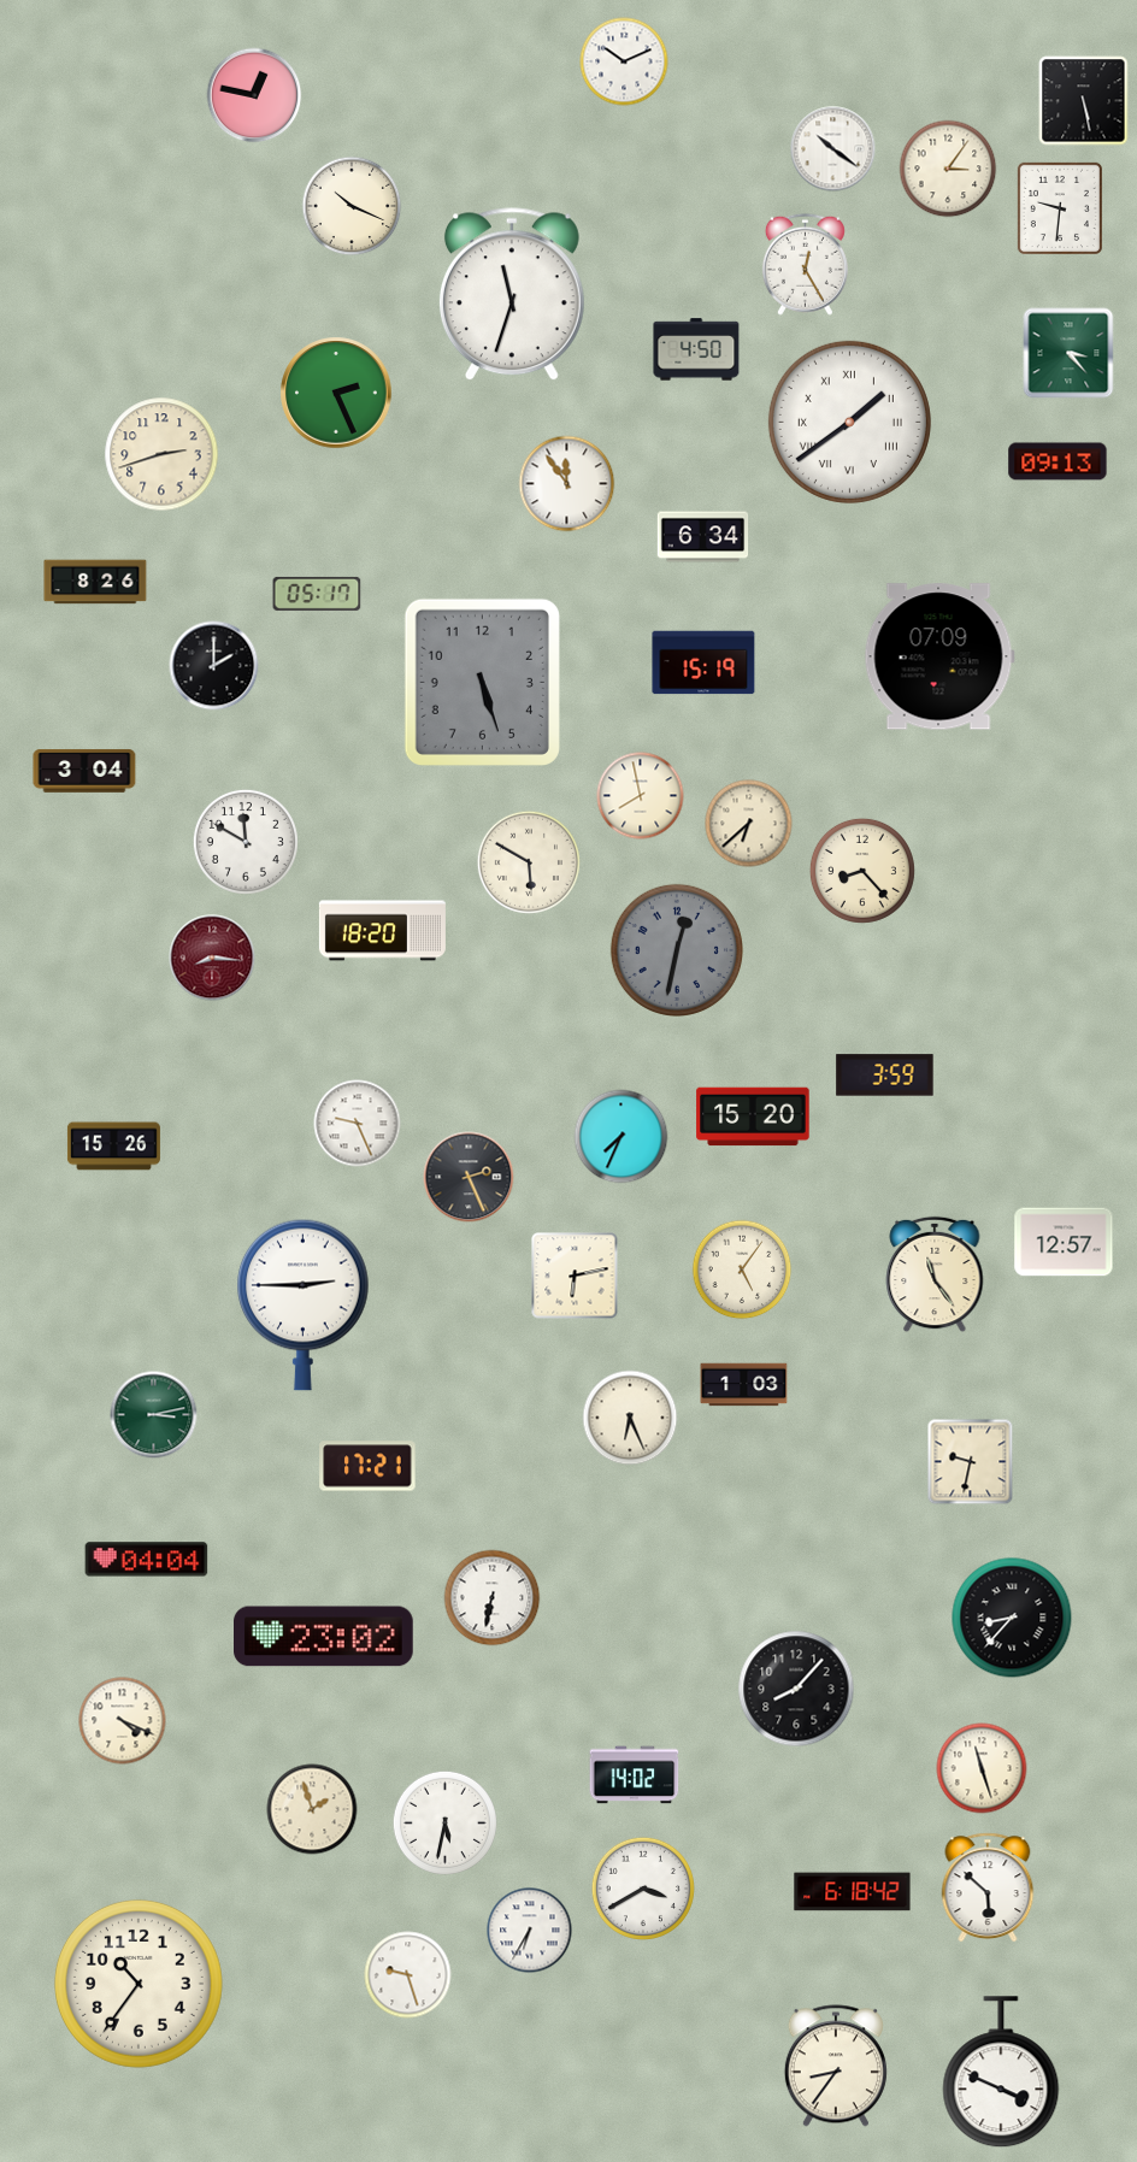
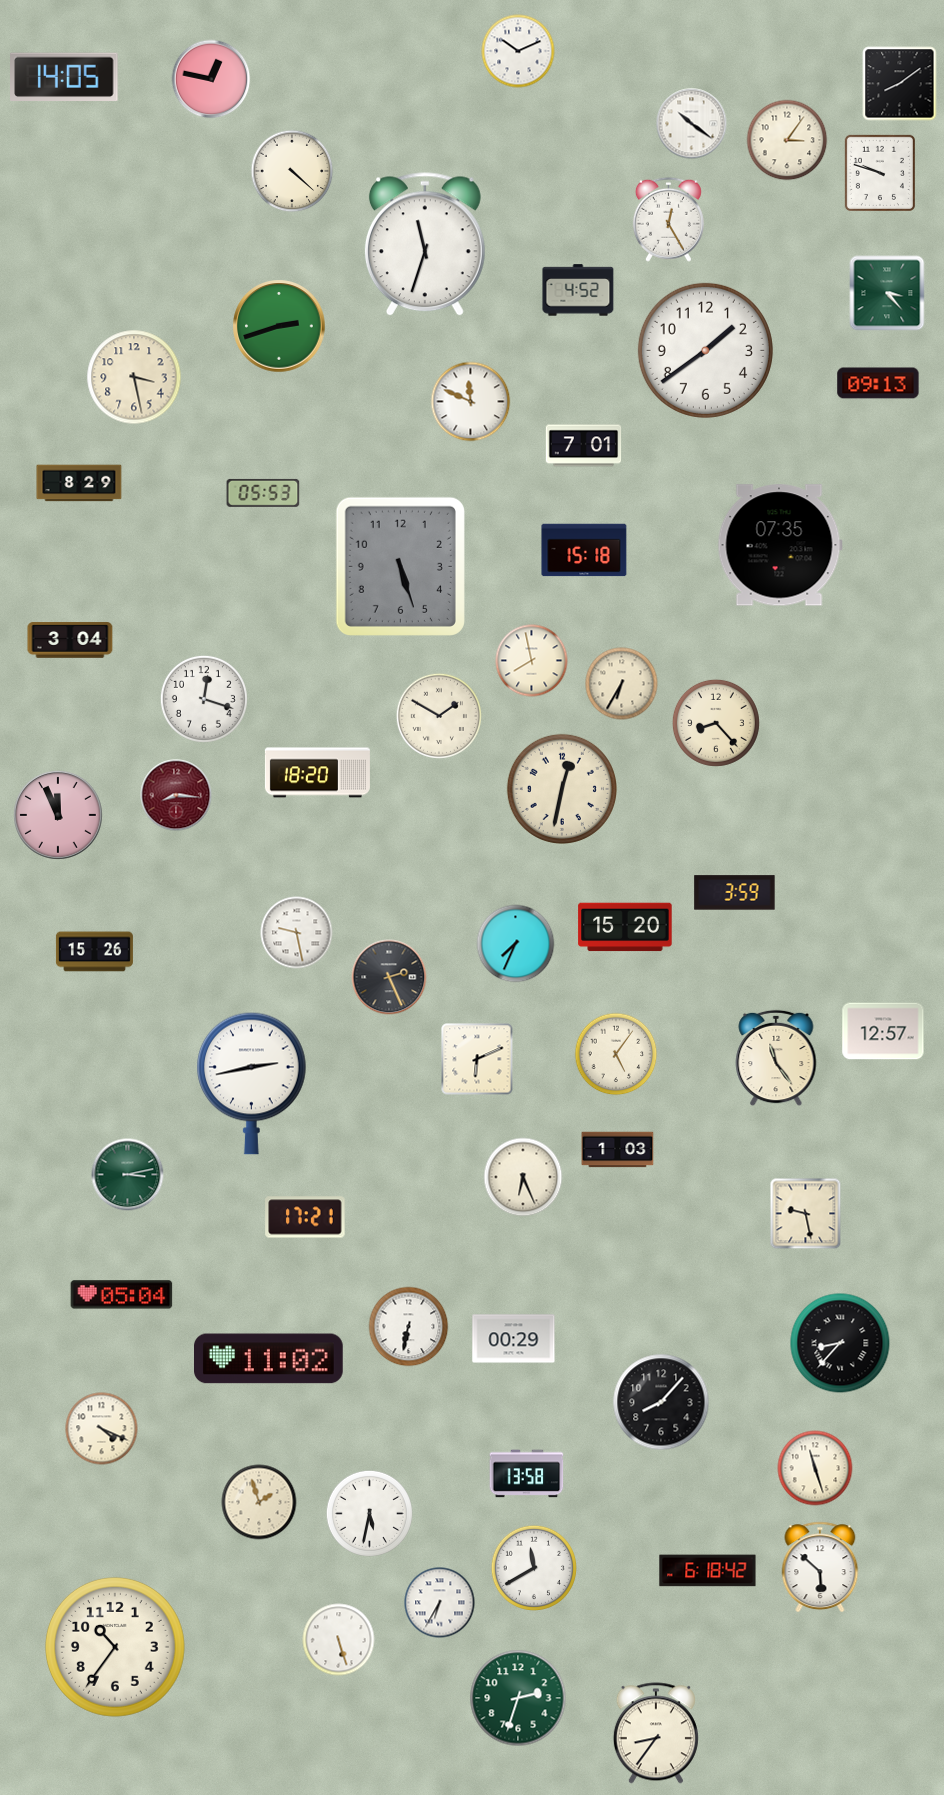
clock at (64, 77): none -> 14:05
clock at (1084, 101): 5:28 -> 8:09
clock at (352, 206): 10:19 -> 4:22
clock at (1060, 208): 9:31 -> 9:48
clock at (696, 349): 4:50 -> 4:52
clock at (336, 393): 2:26 -> 2:42
clock at (849, 422) numerals: Roman -> Arabic
clock at (161, 454): 2:42 -> 3:28
clock at (567, 484): 11:54 -> 11:49
clock at (703, 537): 6:34 -> 7:01
clock at (95, 582): 8:26 -> 8:29
clock at (317, 594): 05:17 -> 05:53
clock at (939, 656): 07:09 -> 07:35
clock at (703, 662): 15:19 -> 15:18
clock at (214, 666): 2:00 -> none
clock at (749, 824): 6:38 -> 6:35
clock at (246, 842): 11:50 -> 12:18
clock at (529, 862): 5:50 -> 1:50
clock at (677, 950) dial: grey -> cream
clock at (58, 815): none -> 11:56
clock at (358, 1124): 9:26 -> 9:28
clock at (575, 1276): 6:13 -> 6:11
clock at (304, 1304): 2:45 -> 2:43
clock at (971, 1462): 9:32 -> 9:28
clock at (147, 1560): 04:04 -> 05:04
clock at (514, 1339): none -> 00:29
clock at (324, 1637): 23:02 -> 11:02
clock at (635, 1775): 14:02 -> 13:58
clock at (643, 1889): 3:40 -> 11:40
clock at (408, 1975): 9:27 -> 5:27
clock at (518, 1698): none -> 2:33
clock at (836, 2066) position: (836, 2066) -> (656, 1733)
clock at (1001, 2073): 3:49 -> none
